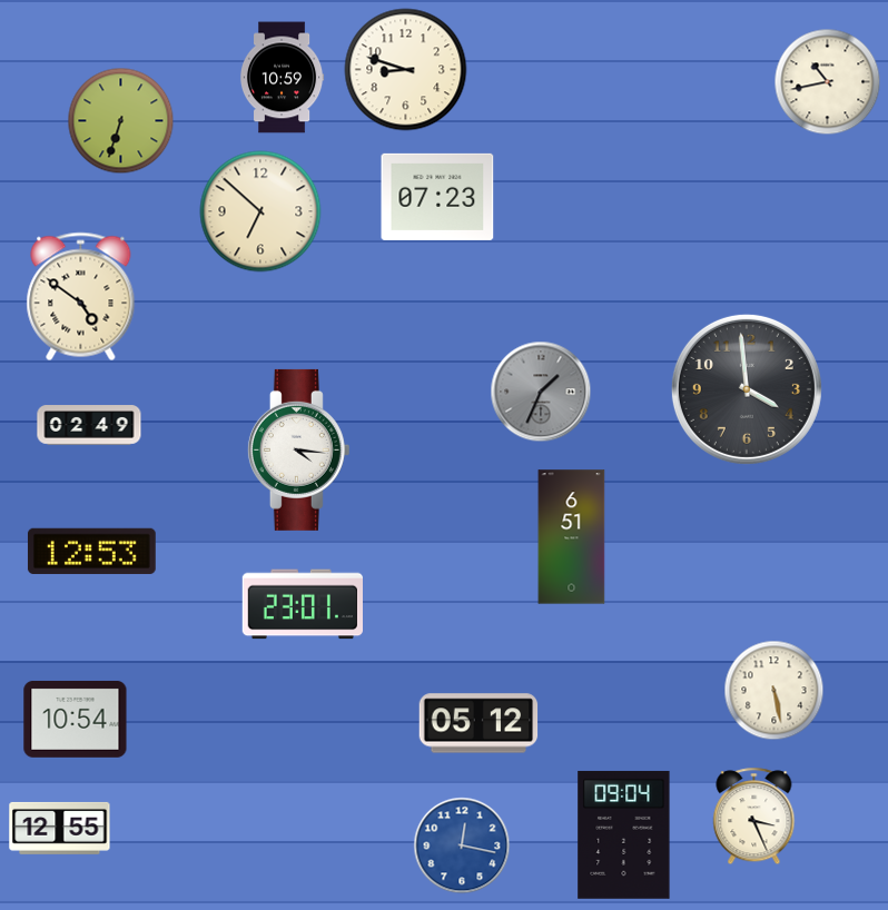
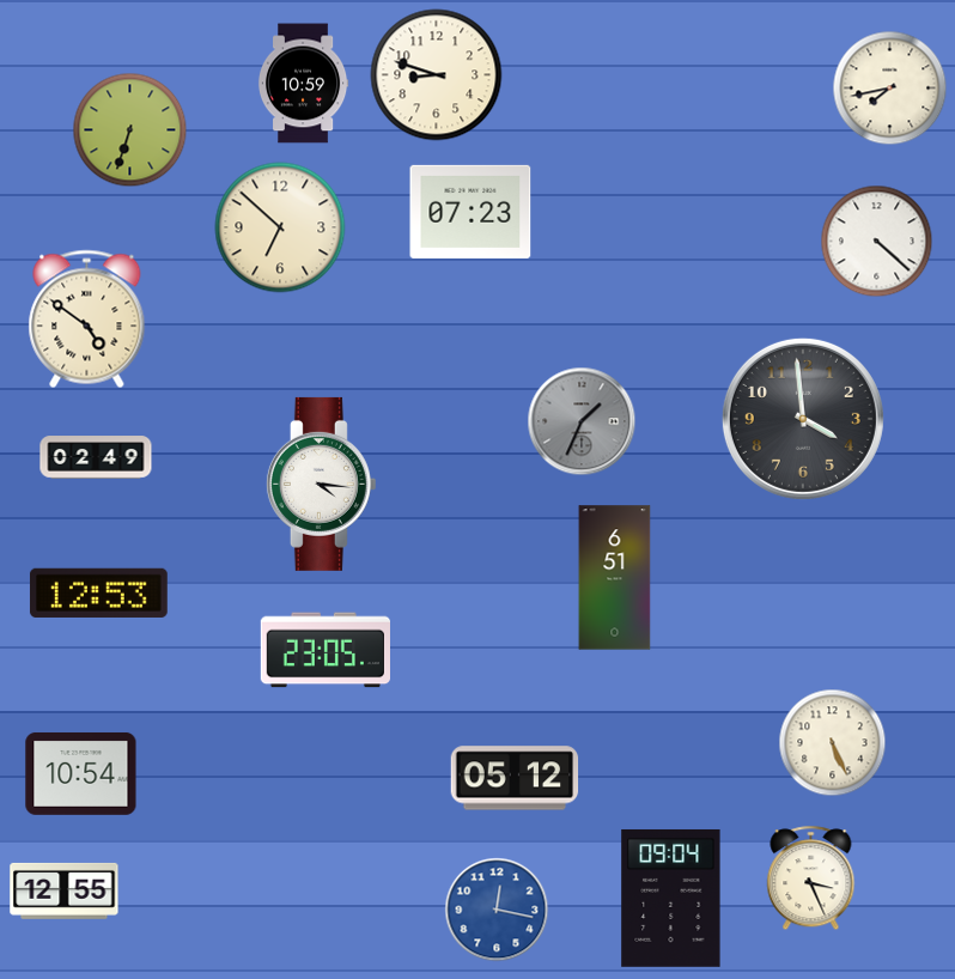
clock at (828, 82): 10:43 -> 7:43
clock at (877, 242): none -> 4:22
clock at (302, 604): 23:01 -> 23:05
clock at (774, 691): 5:28 -> 5:26
